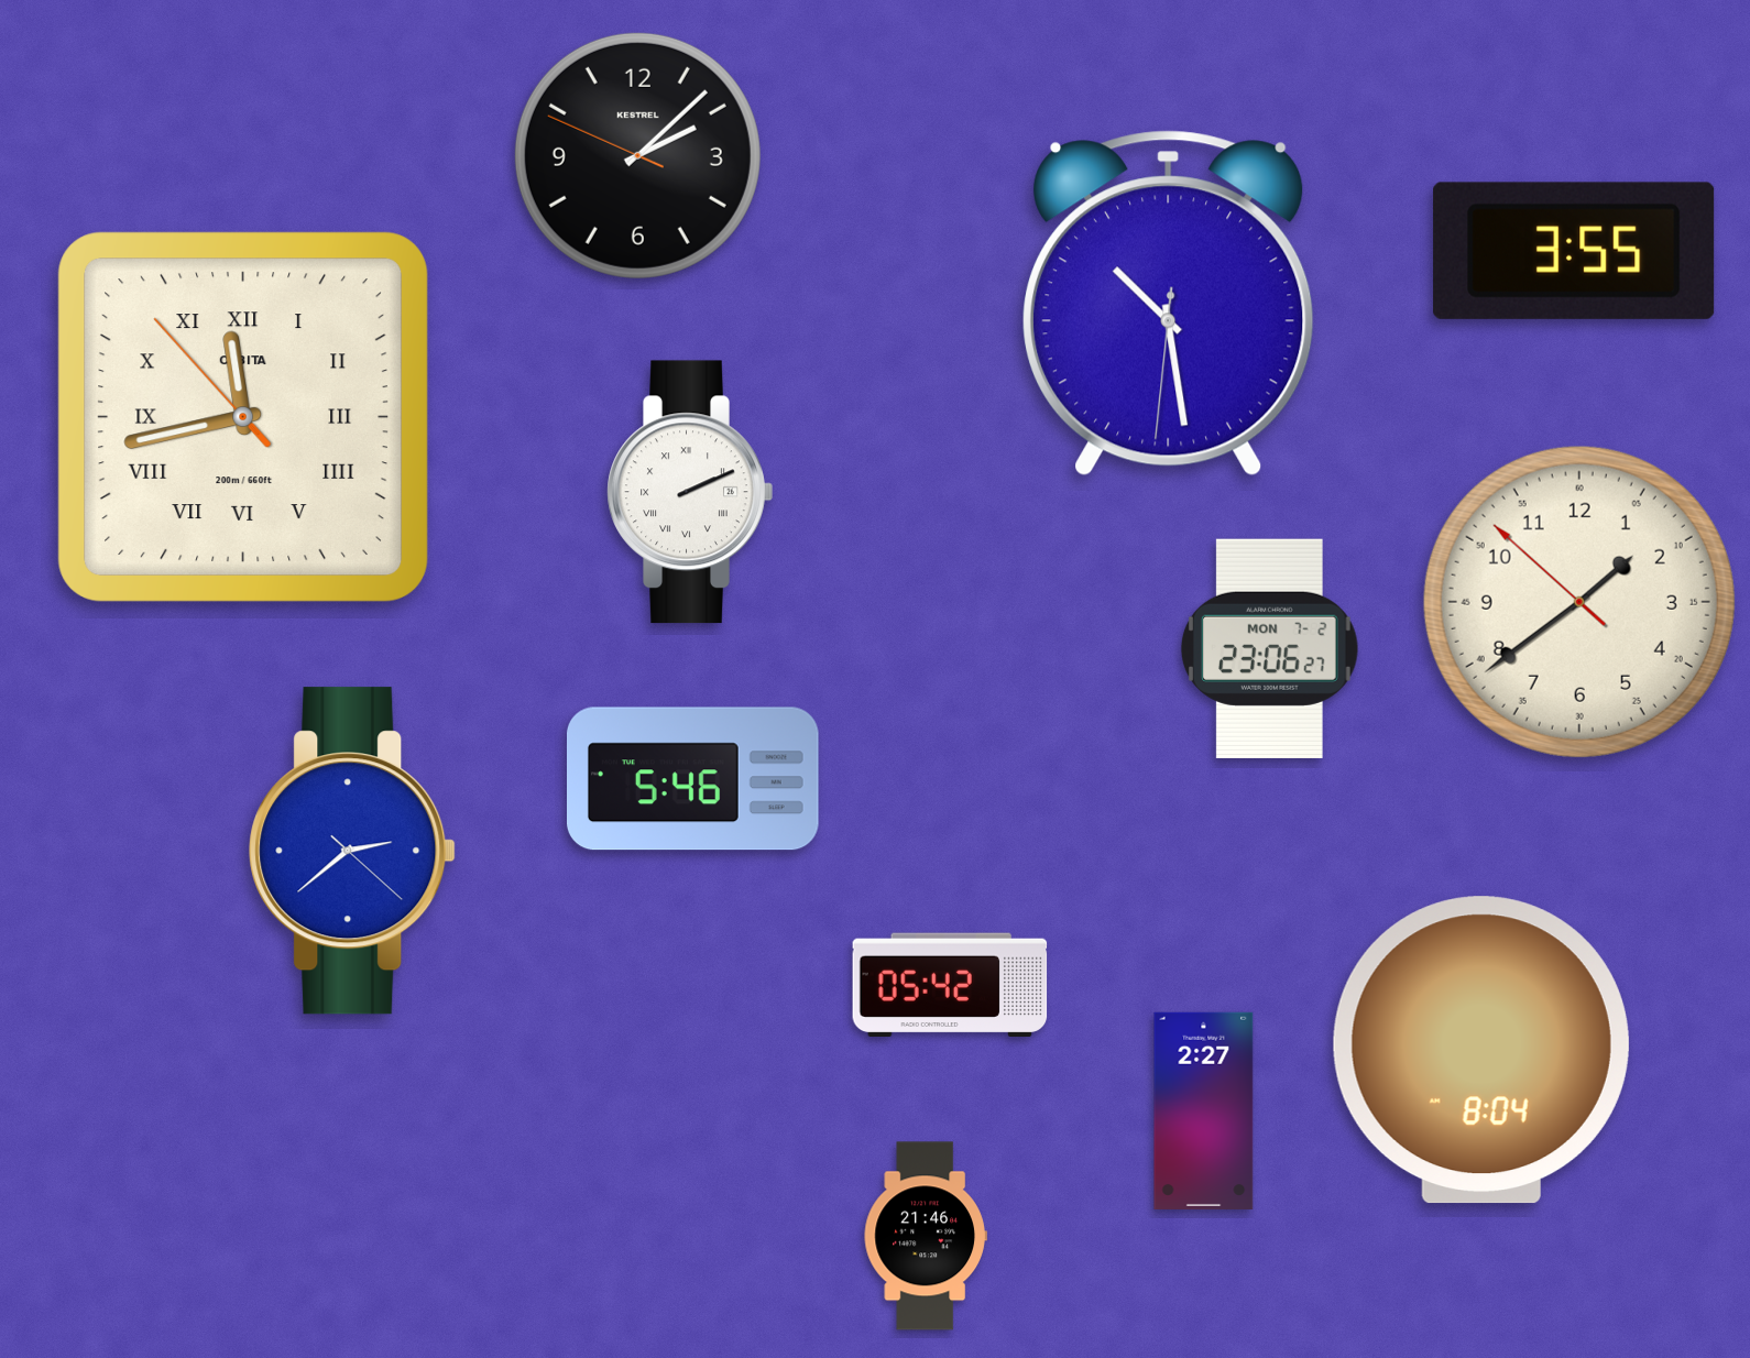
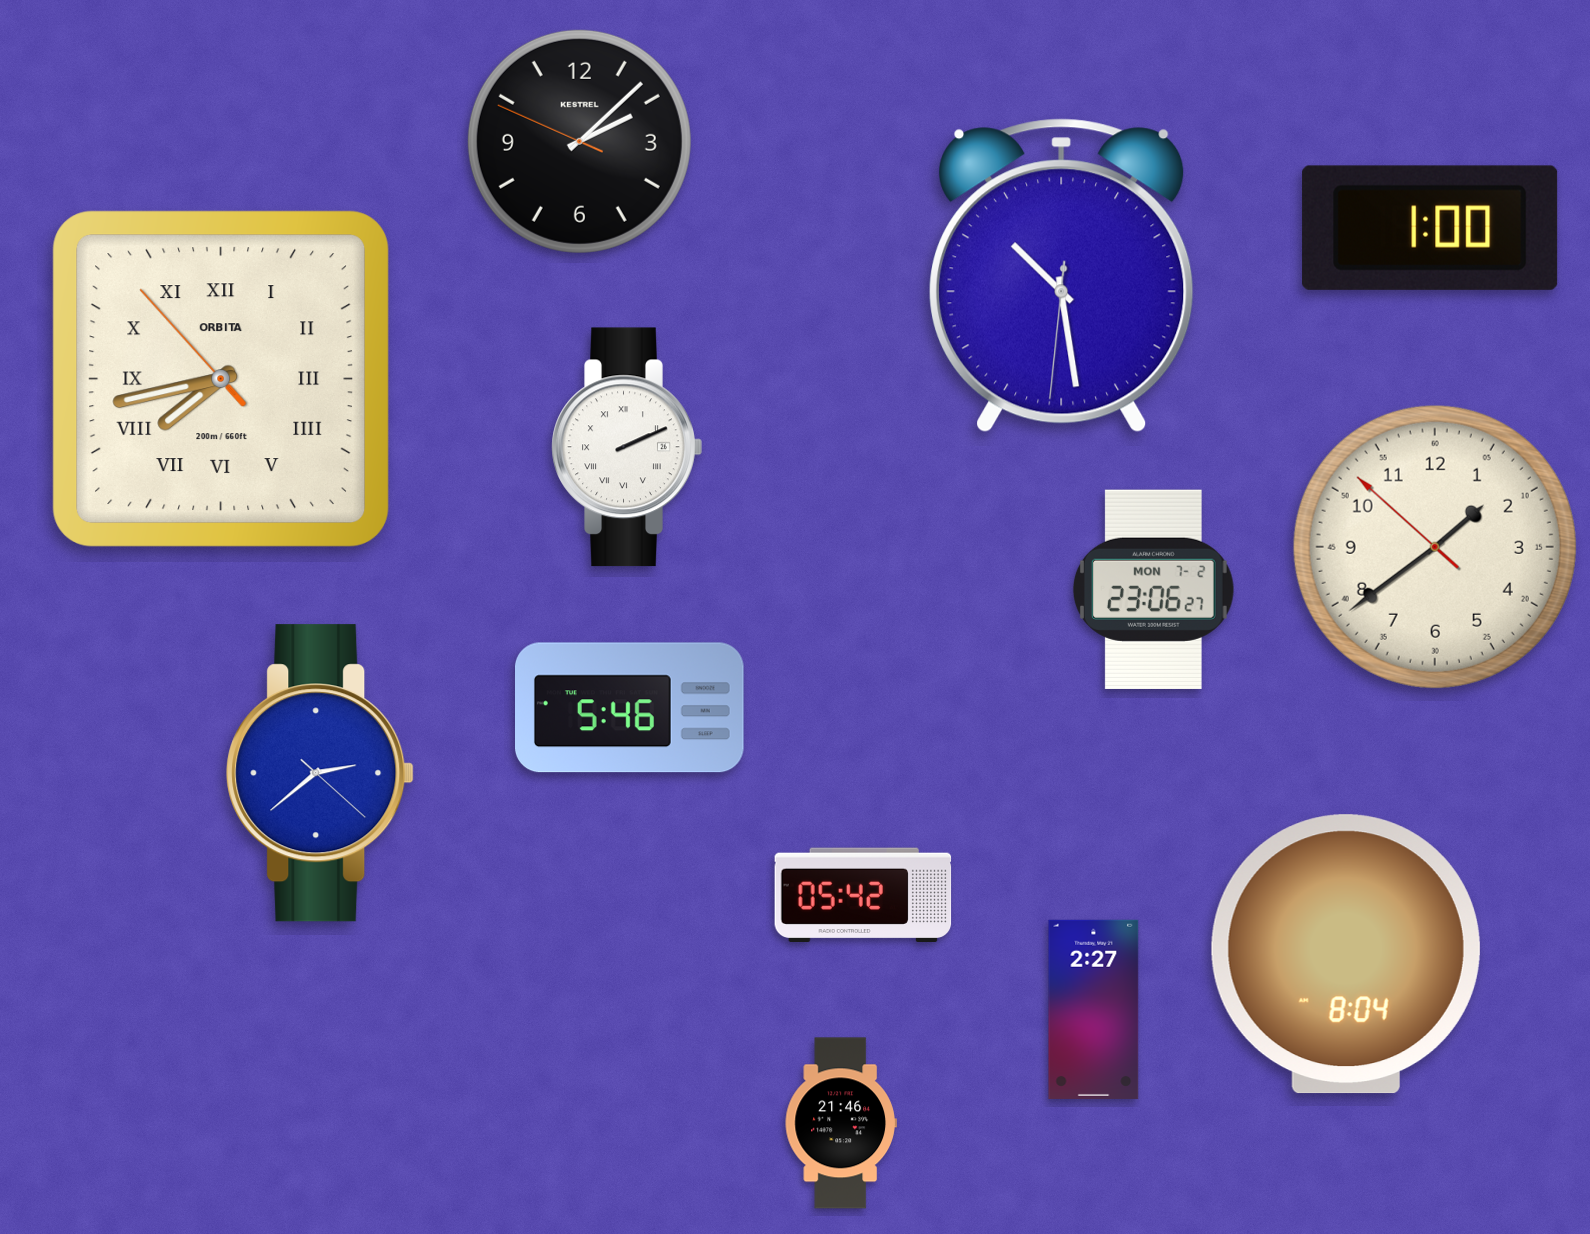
clock at (1574, 251): 3:55 -> 1:00
clock at (242, 416): 11:42 -> 7:42
